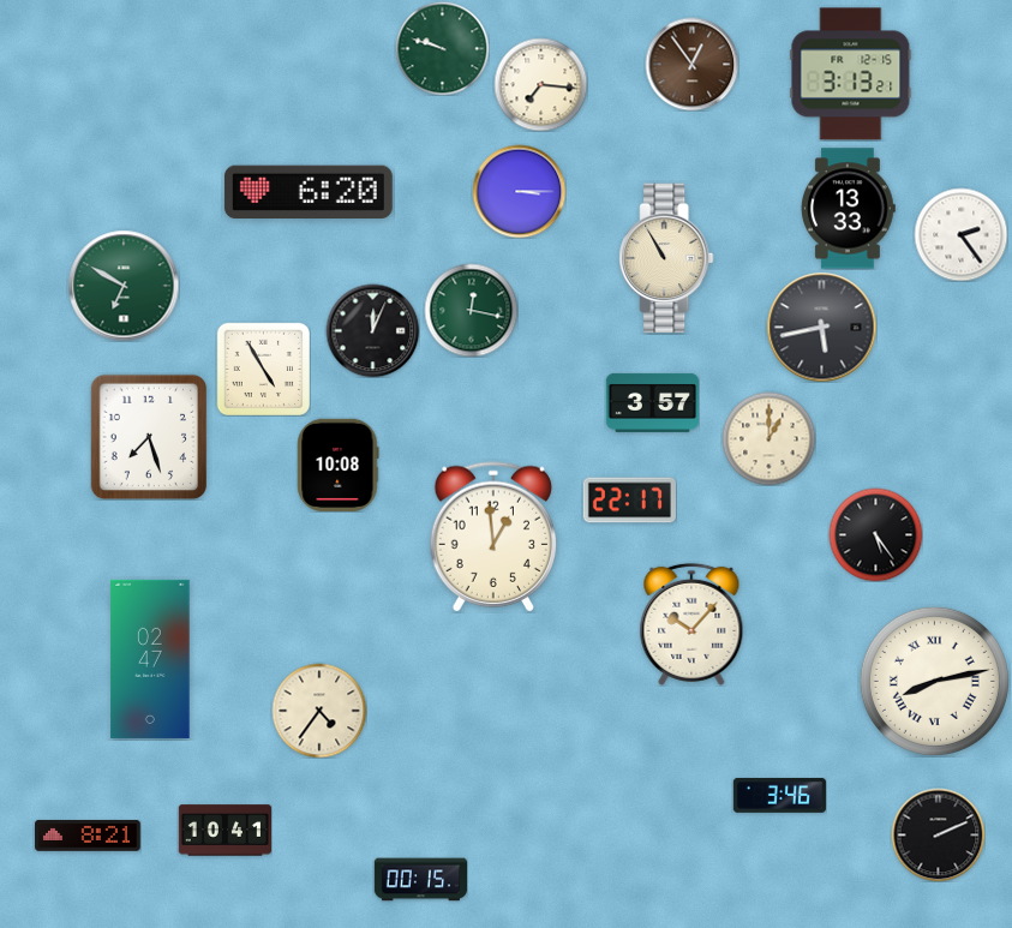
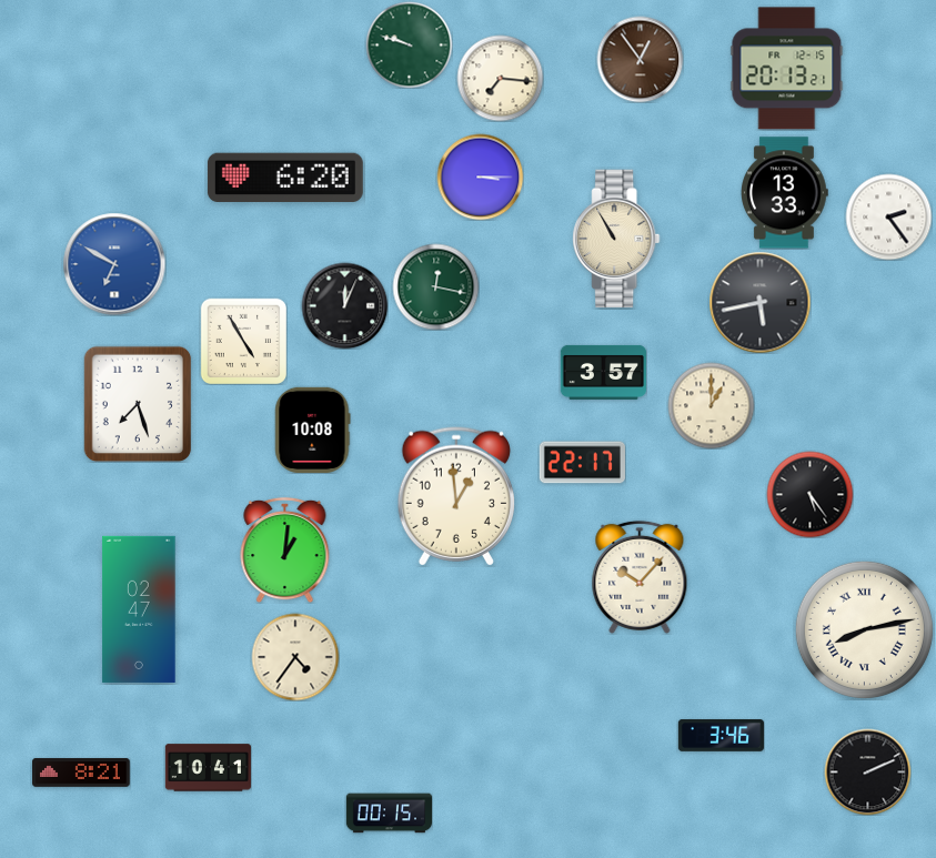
clock at (851, 74): 3:13 -> 20:13
clock at (124, 286) dial: green -> blue
clock at (285, 549): none -> 1:01
